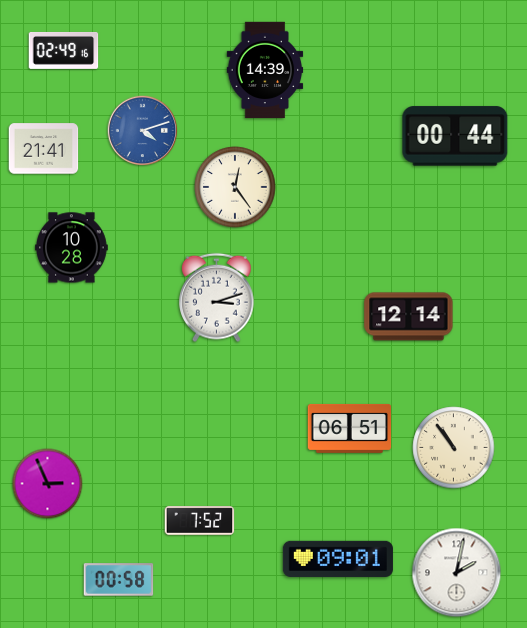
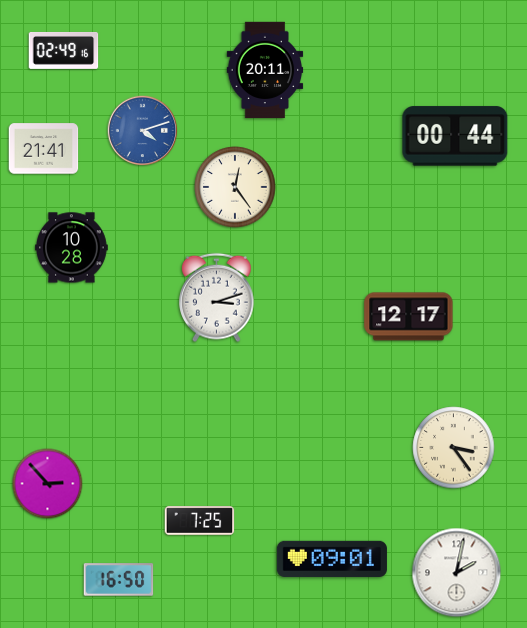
clock at (265, 70): 14:39 -> 20:11
clock at (409, 317): 12:14 -> 12:17
clock at (350, 428): 06:51 -> none
clock at (454, 448): 10:54 -> 3:24
clock at (48, 484): 2:56 -> 2:53
clock at (200, 521): 7:52 -> 7:25
clock at (338, 559) position: (338, 559) -> (332, 559)
clock at (119, 580): 00:58 -> 16:50
